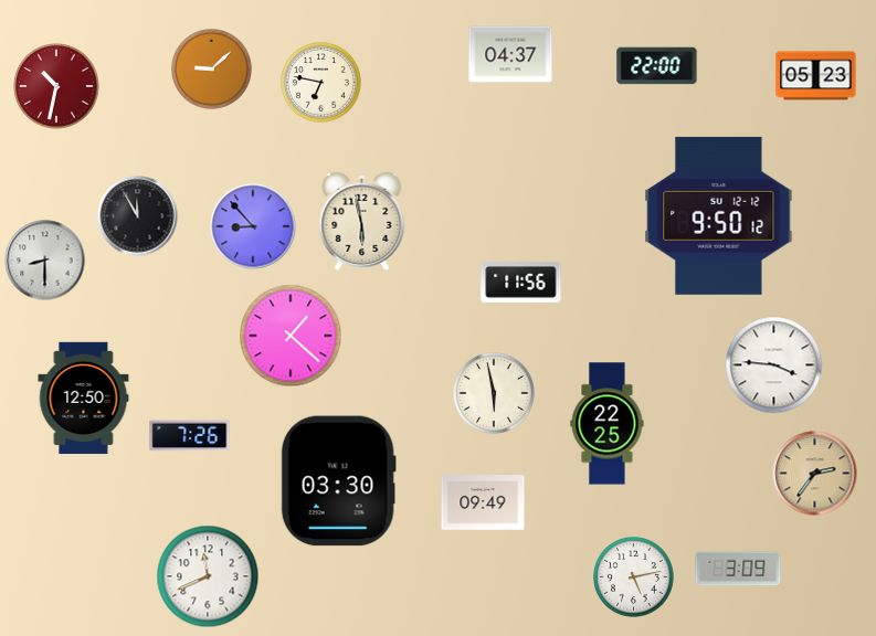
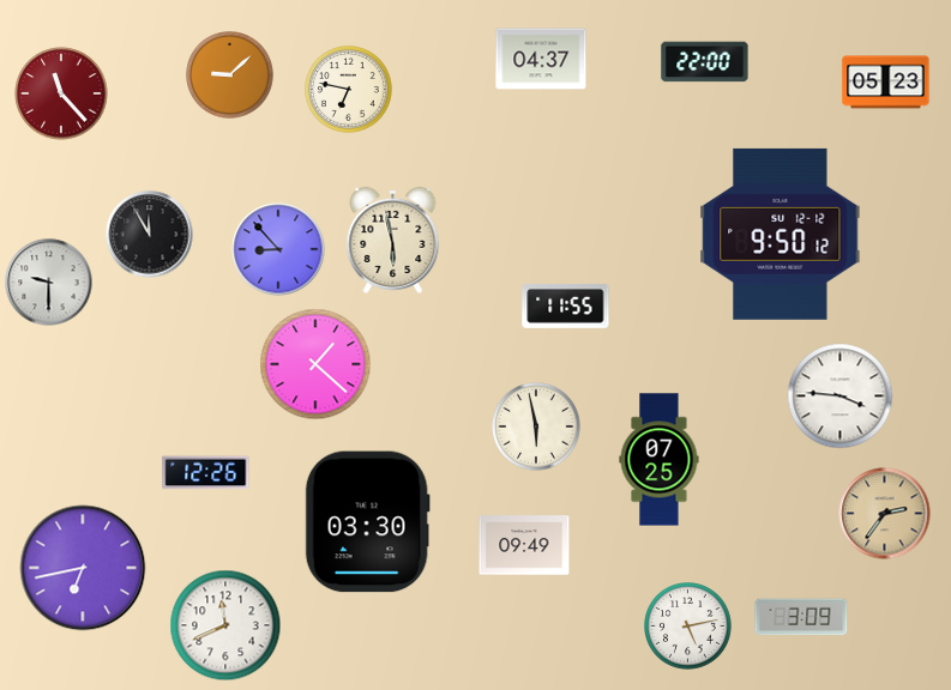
clock at (510, 54) position: (510, 54) -> (541, 59)
clock at (657, 66) position: (657, 66) -> (705, 62)
clock at (56, 86): 10:32 -> 11:23
clock at (253, 226) position: (253, 226) -> (278, 249)
clock at (45, 261): 8:30 -> 9:30
clock at (521, 282): 11:56 -> 11:55
clock at (84, 399): 12:50 -> none
clock at (608, 424): 22:25 -> 07:25
clock at (190, 436): 7:26 -> 12:26
clock at (83, 568): none -> 6:43
